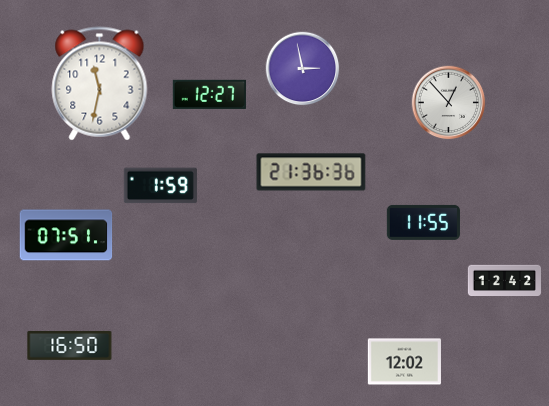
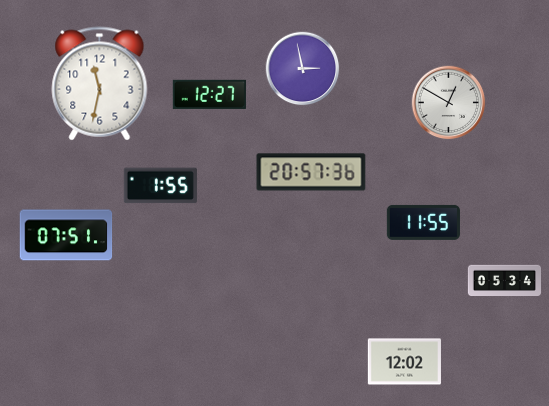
clock at (449, 103): 12:53 -> 12:50
clock at (311, 172): 21:36 -> 20:57
clock at (160, 186): 1:59 -> 1:55
clock at (504, 280): 12:42 -> 05:34
clock at (70, 345): 16:50 -> none
